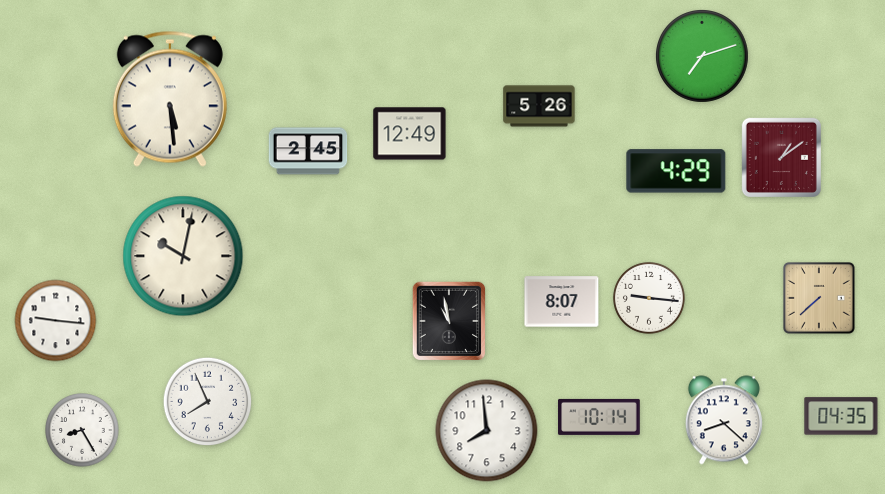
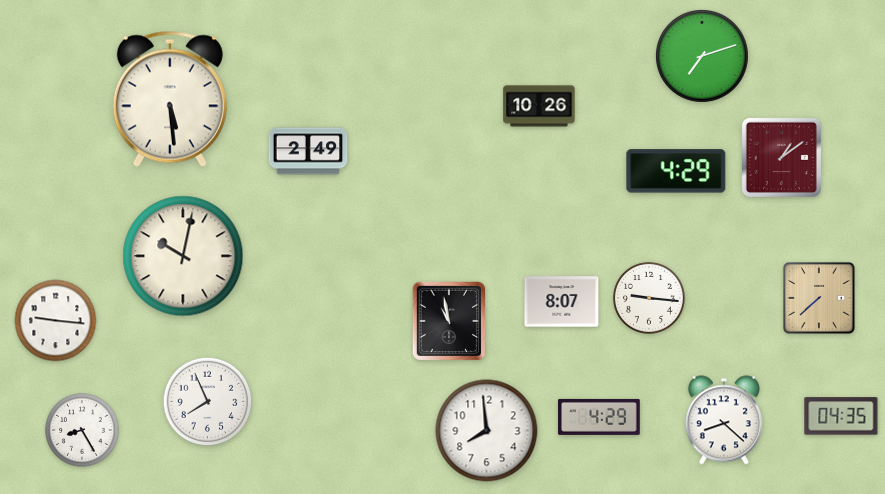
clock at (539, 106): 5:26 -> 10:26
clock at (410, 134): 12:49 -> none
clock at (308, 151): 2:45 -> 2:49
clock at (599, 417): 10:14 -> 4:29
